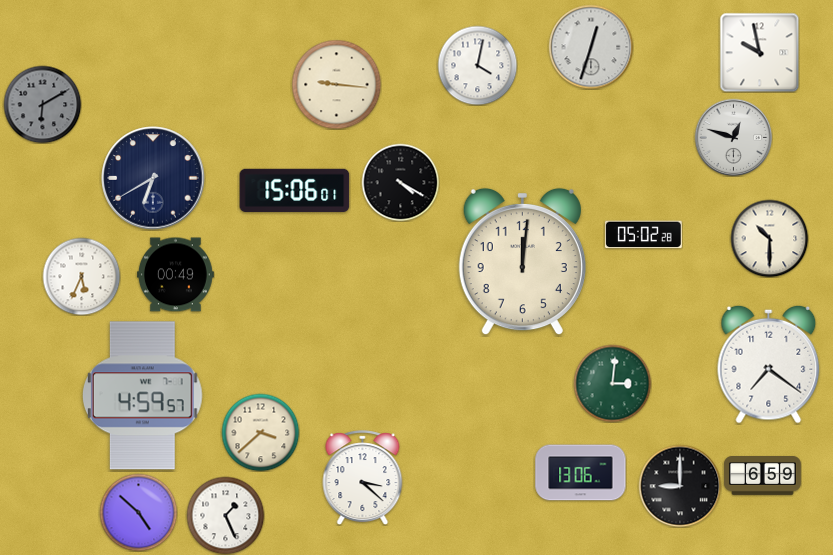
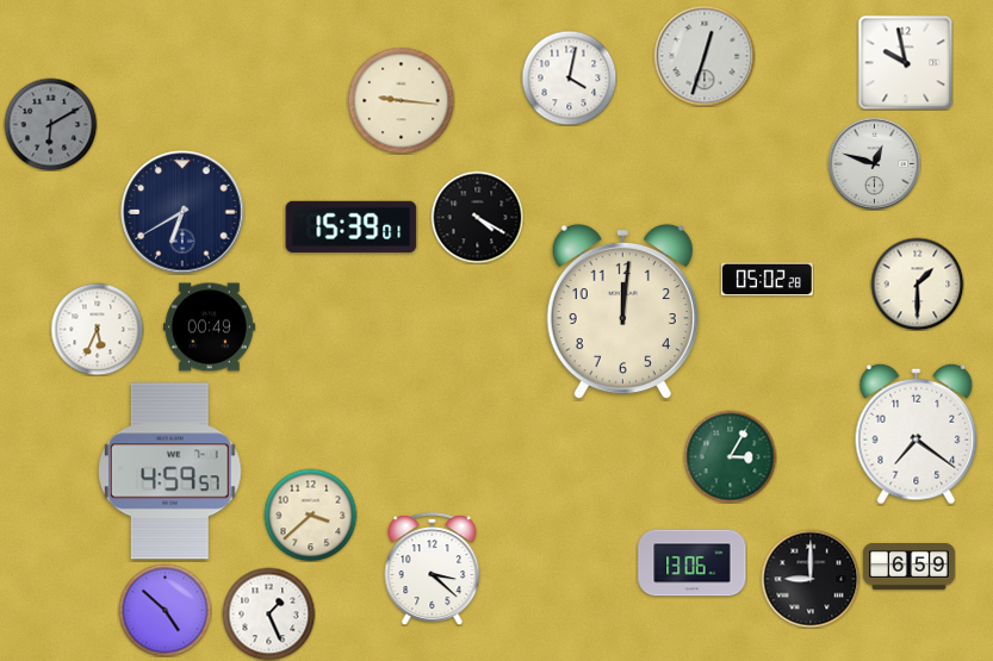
clock at (295, 190): 15:06 -> 15:39
clock at (769, 238): 10:30 -> 1:30
clock at (612, 383): 3:01 -> 3:05
